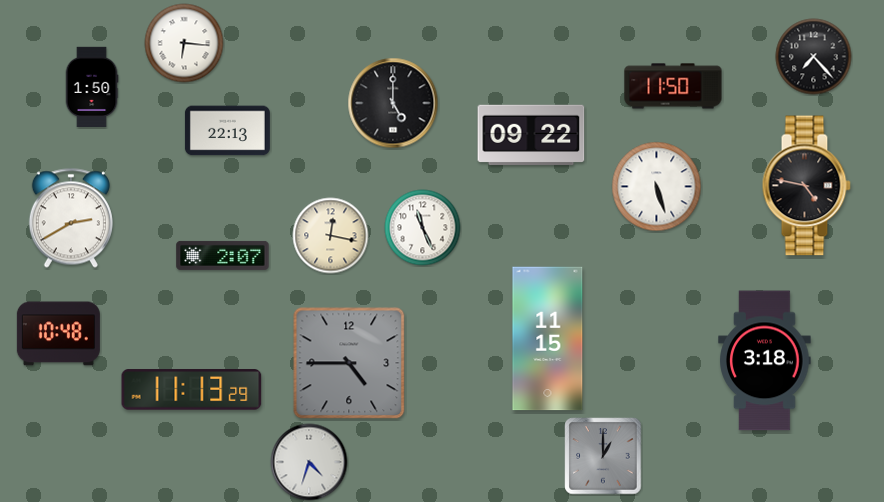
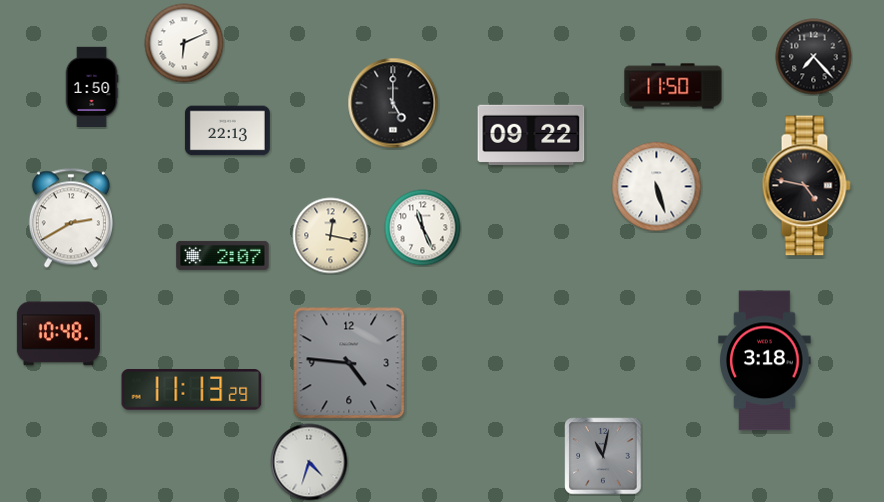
clock at (184, 43): 6:16 -> 6:11
clock at (548, 339): 11:15 -> none
clock at (349, 363): 4:45 -> 4:46
clock at (603, 456): 1:00 -> 11:02
